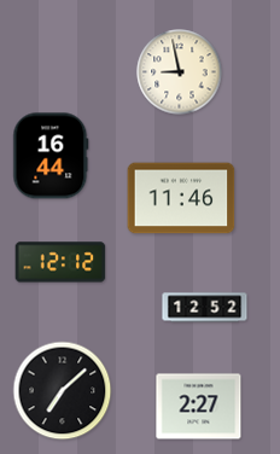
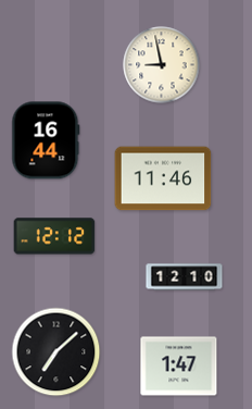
clock at (205, 308): 12:52 -> 12:10
clock at (199, 407): 2:27 -> 1:47
